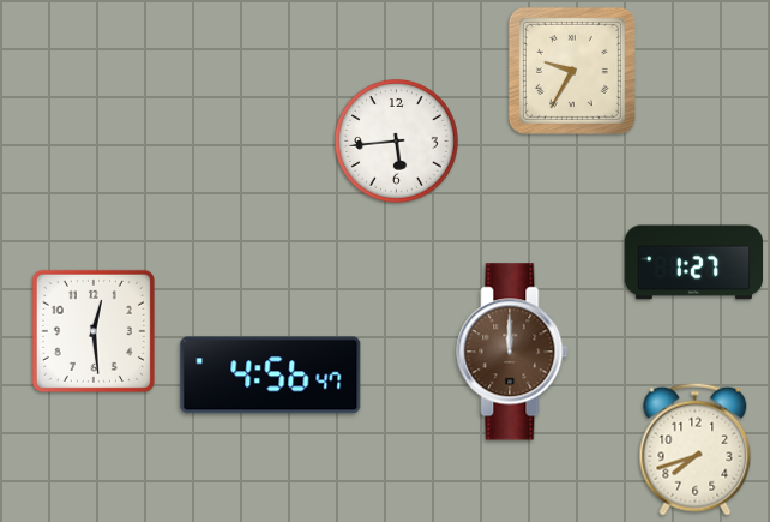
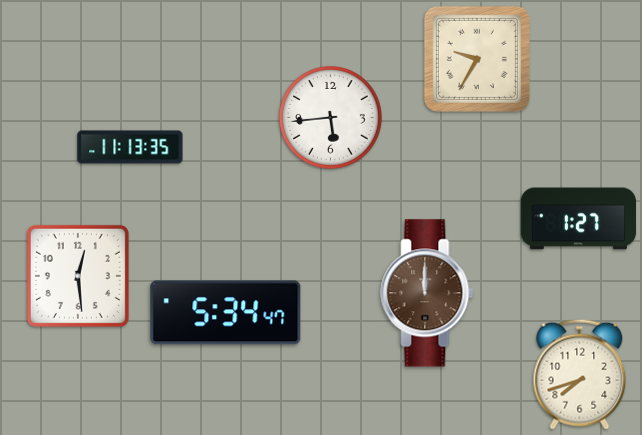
clock at (130, 147): none -> 11:13
clock at (271, 376): 4:56 -> 5:34
